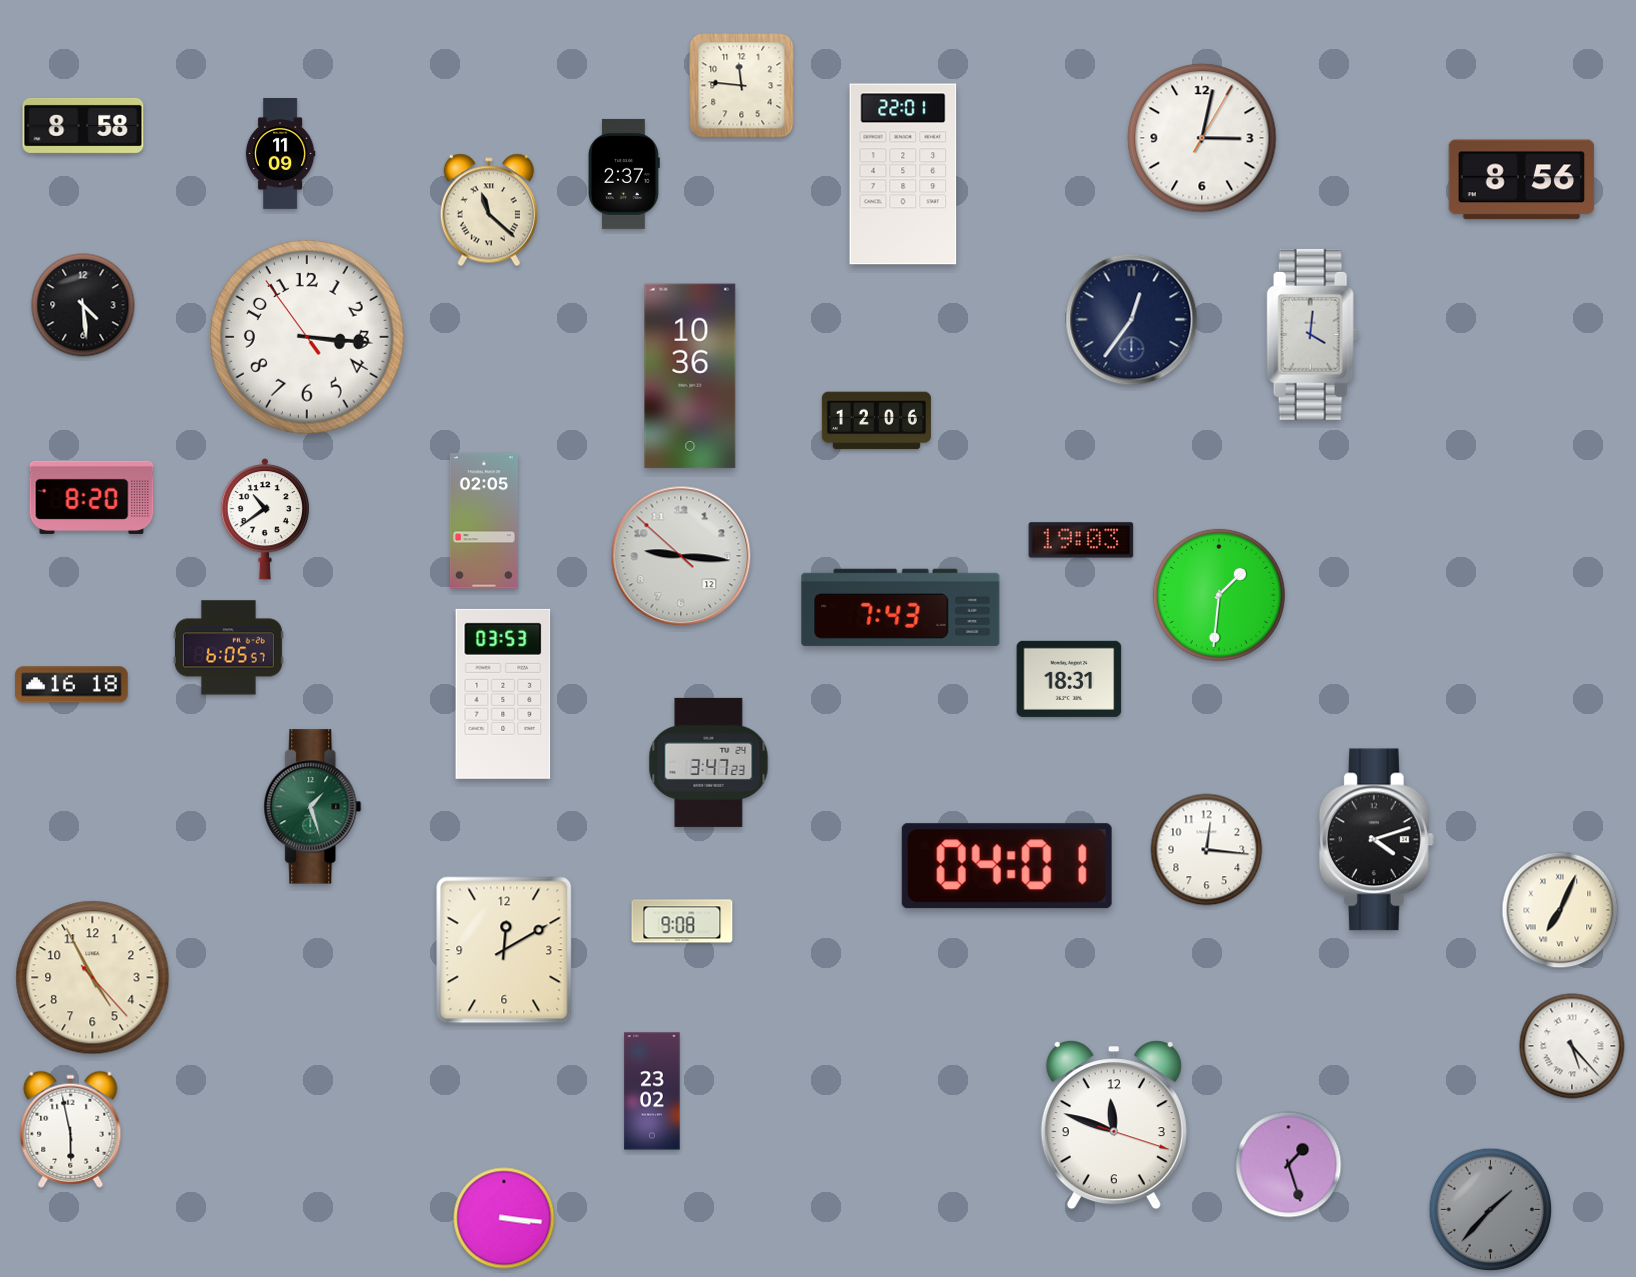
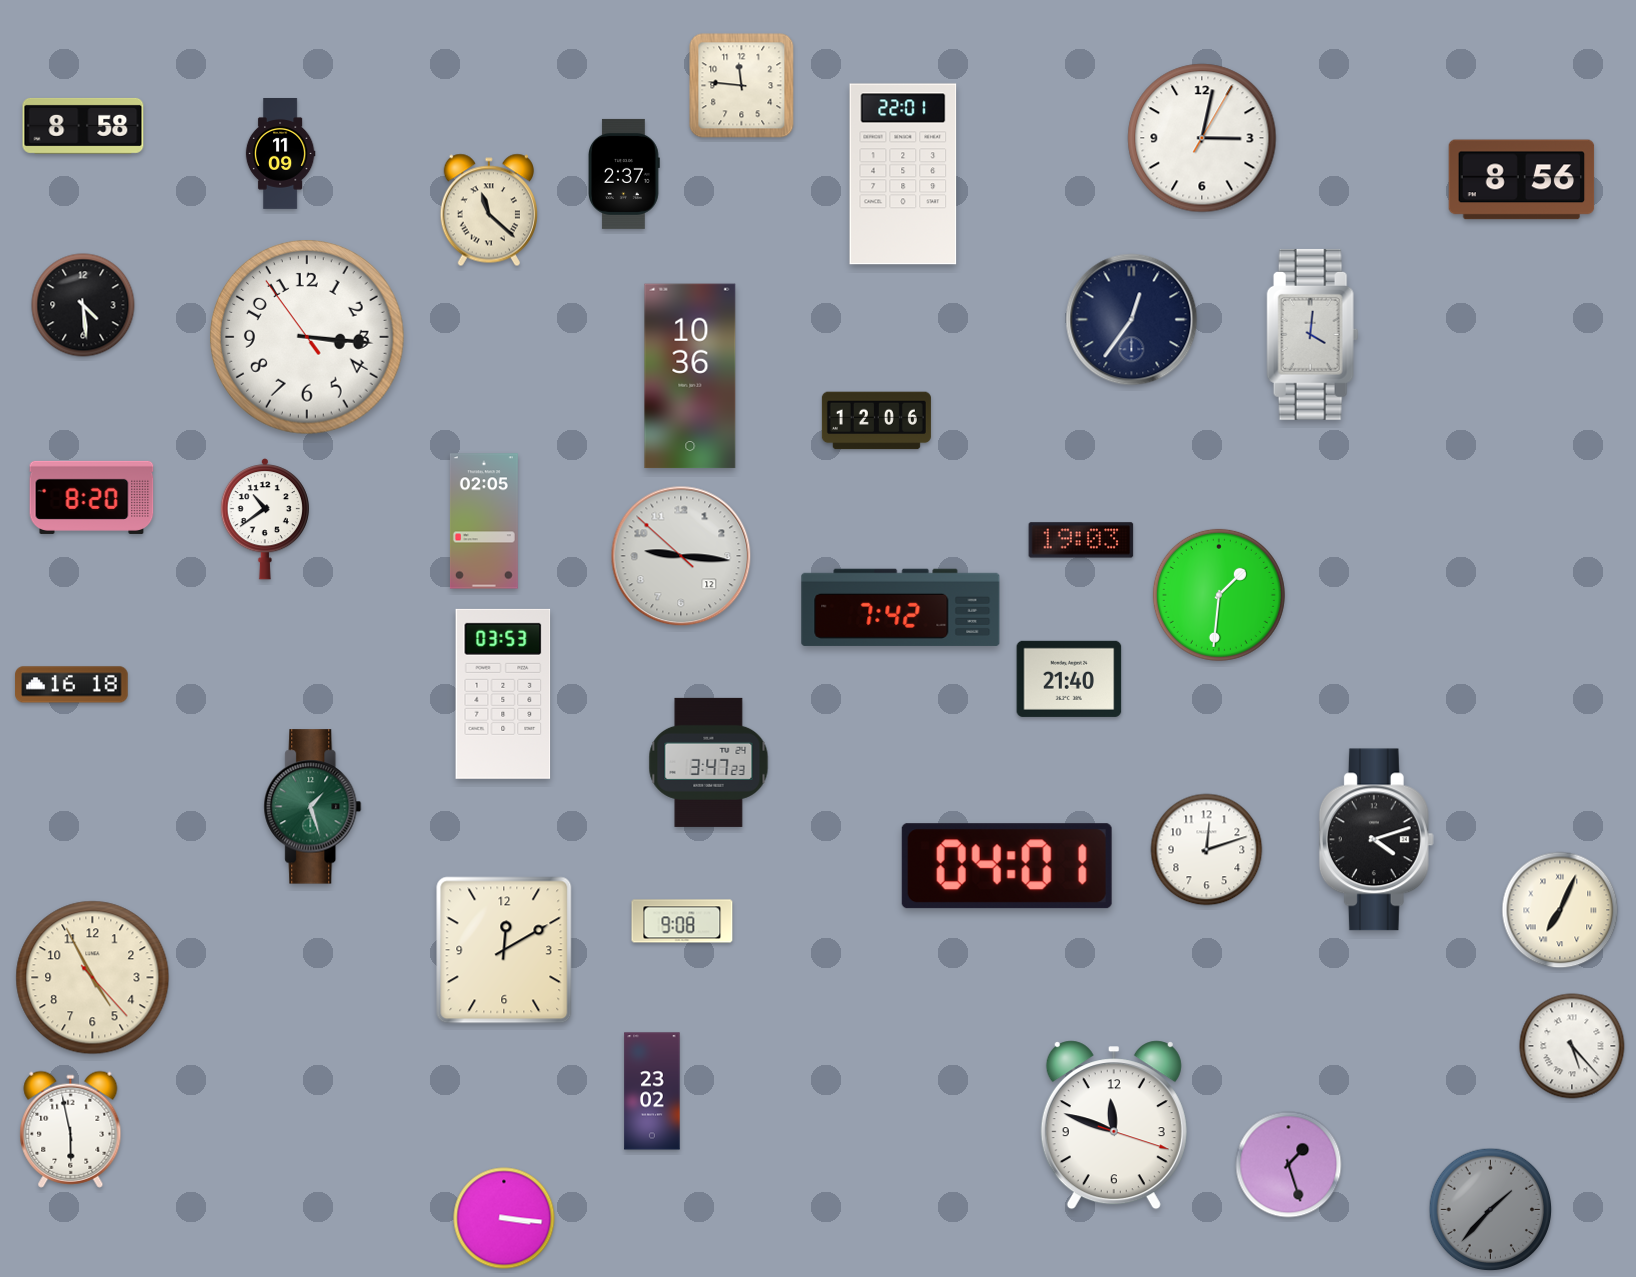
clock at (901, 607): 7:43 -> 7:42
clock at (228, 648): 6:05 -> none
clock at (1069, 679): 18:31 -> 21:40
clock at (1207, 850): 12:16 -> 12:12
